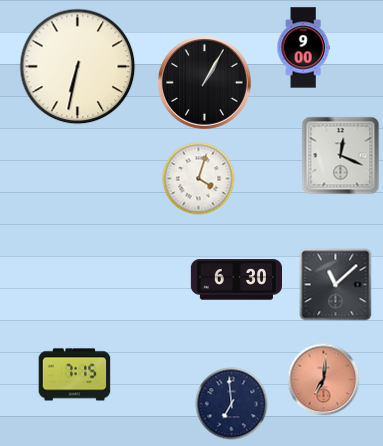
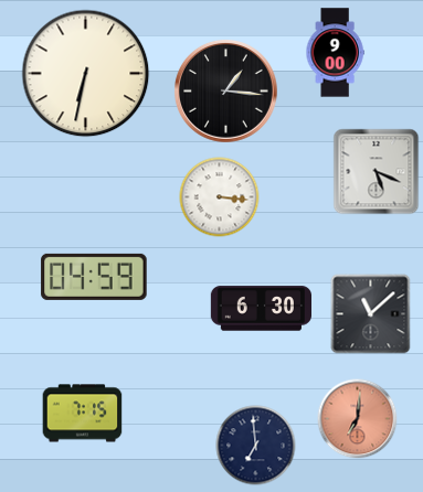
clock at (205, 83): 1:05 -> 1:16
clock at (341, 156): 12:19 -> 5:19
clock at (199, 179): 4:03 -> 3:16
clock at (94, 277): none -> 04:59
